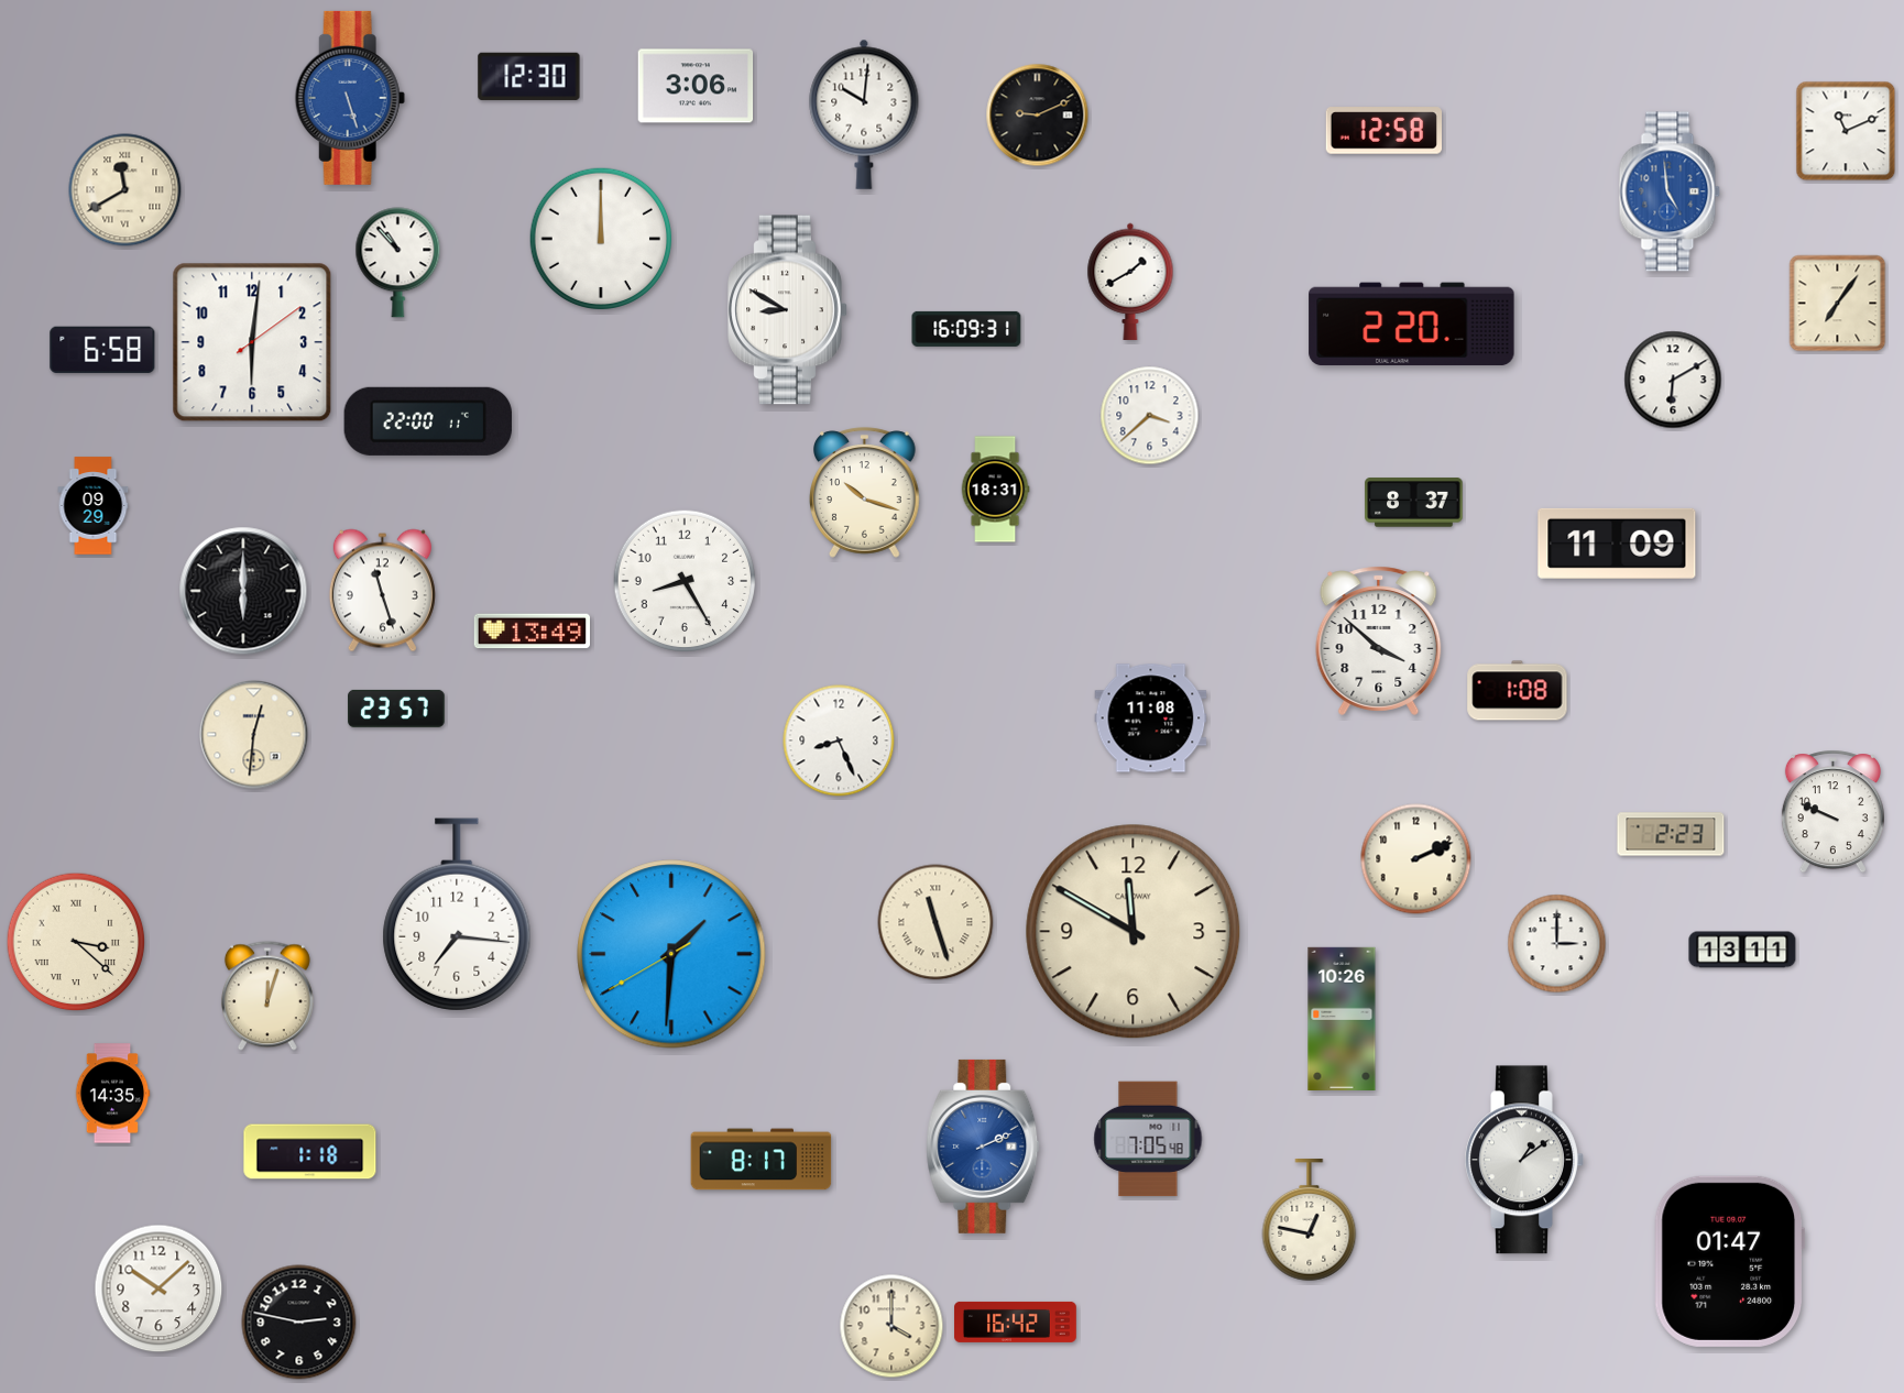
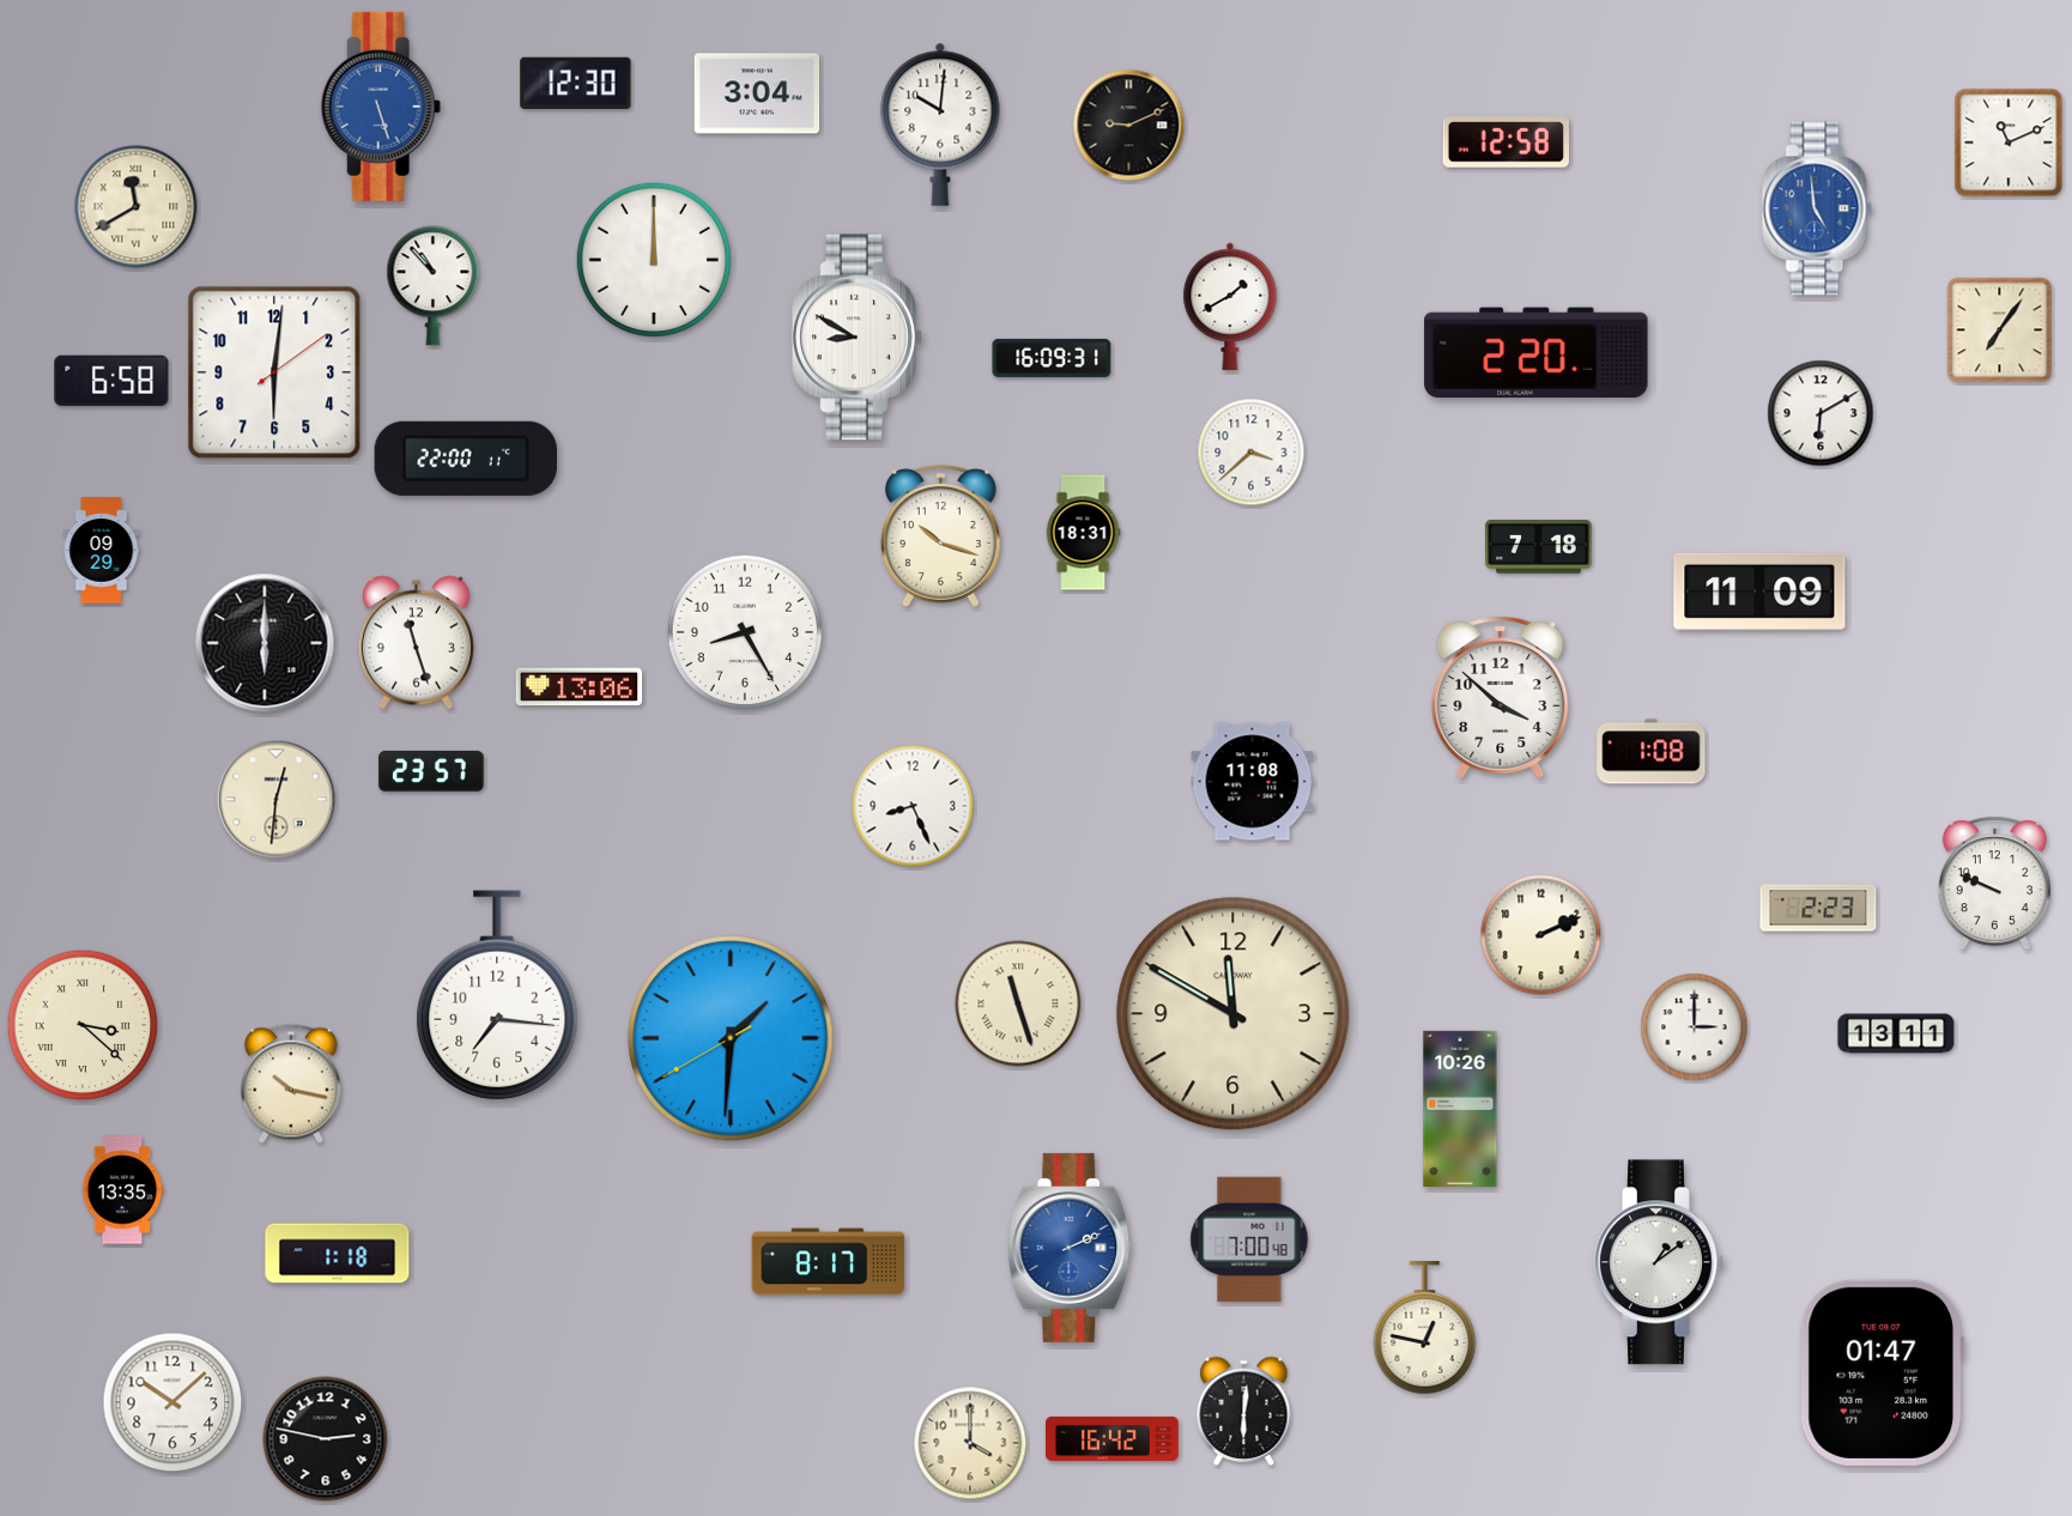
clock at (696, 86): 3:06 -> 3:04
clock at (1414, 503): 8:37 -> 7:18
clock at (532, 632): 13:49 -> 13:06
clock at (267, 996): 12:03 -> 10:17
clock at (112, 1094): 14:35 -> 13:35
clock at (1148, 1139): 7:05 -> 7:00
clock at (1244, 1411): none -> 6:01
clock at (1016, 1321) position: (1016, 1321) -> (1113, 1438)
